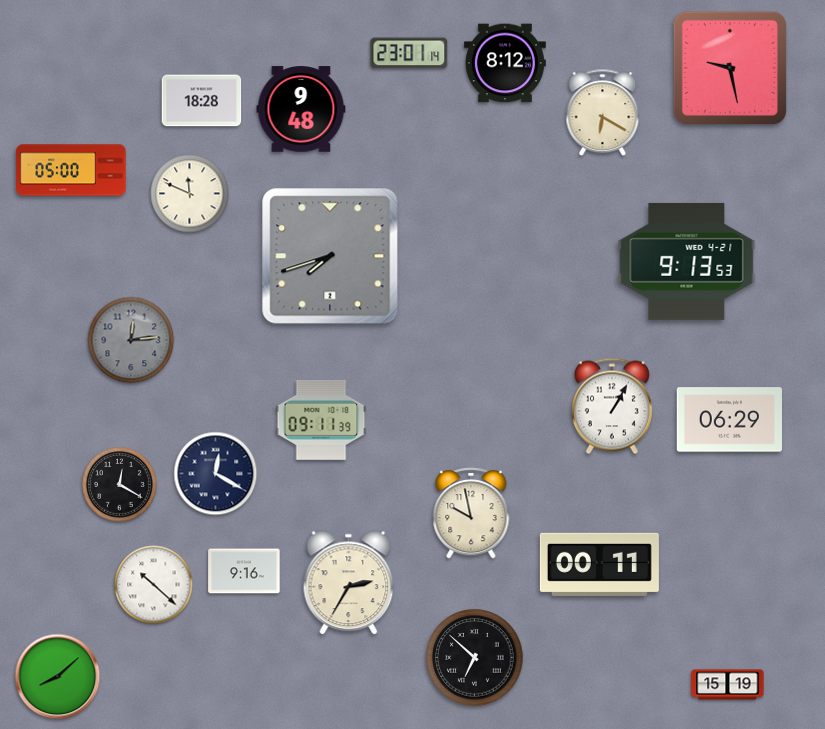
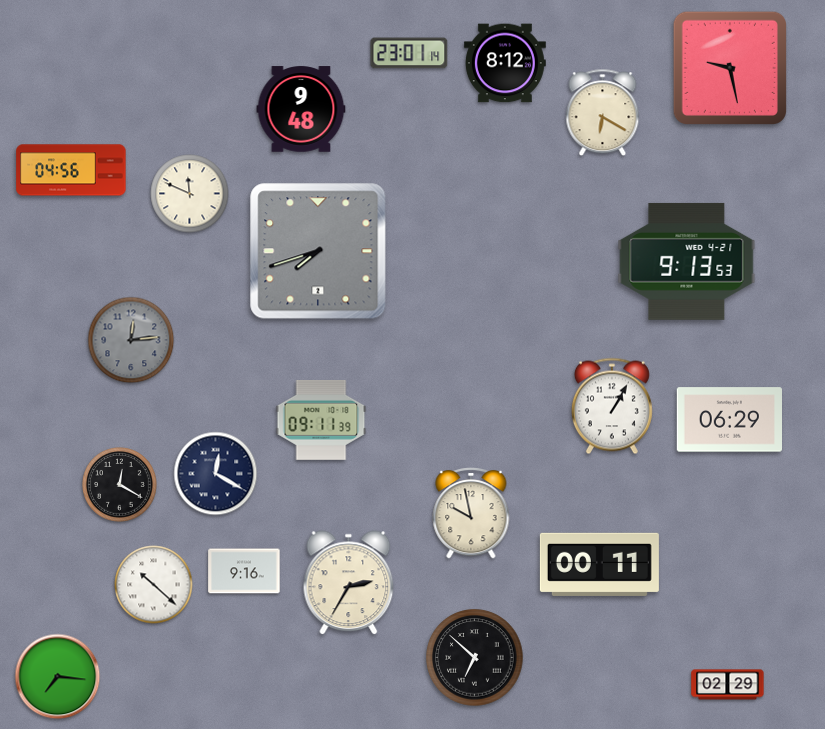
clock at (202, 101): 18:28 -> none
clock at (71, 170): 05:00 -> 04:56
clock at (330, 256) position: (330, 256) -> (318, 251)
clock at (58, 677): 8:08 -> 7:16
clock at (728, 685): 15:19 -> 02:29
